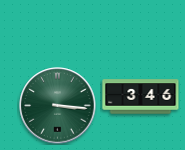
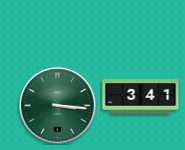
clock at (141, 97): 3:46 -> 3:41
